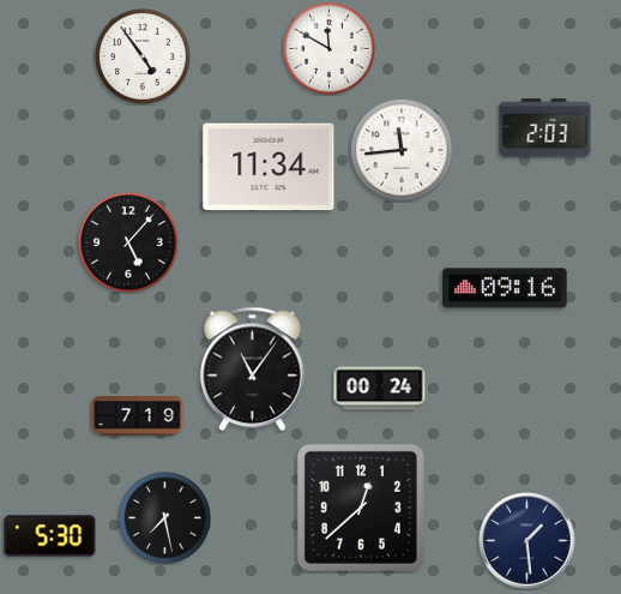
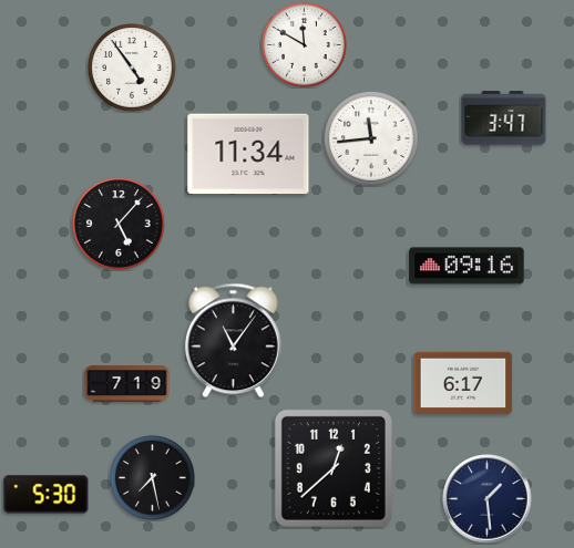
clock at (143, 56) position: (143, 56) -> (132, 68)
clock at (545, 128): 2:03 -> 3:47
clock at (380, 389): 00:24 -> none
clock at (463, 383): none -> 6:17
